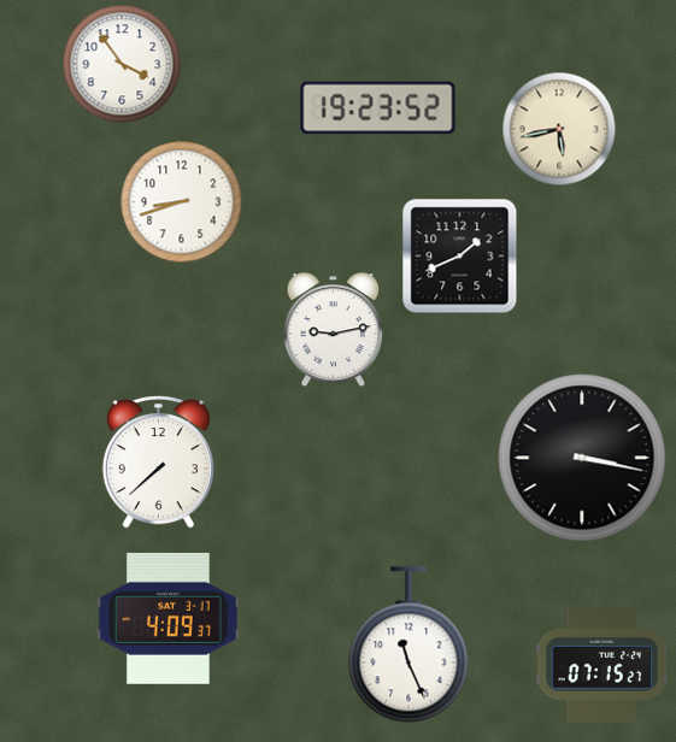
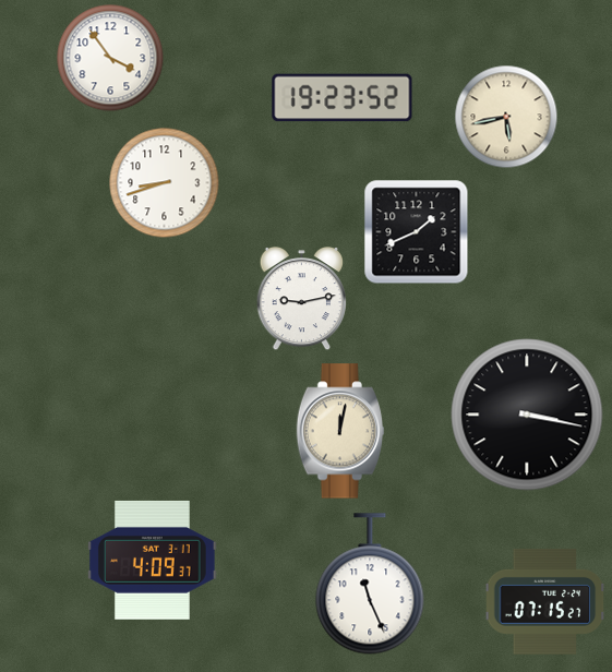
clock at (158, 463): 7:38 -> none
clock at (340, 431): none -> 12:02
